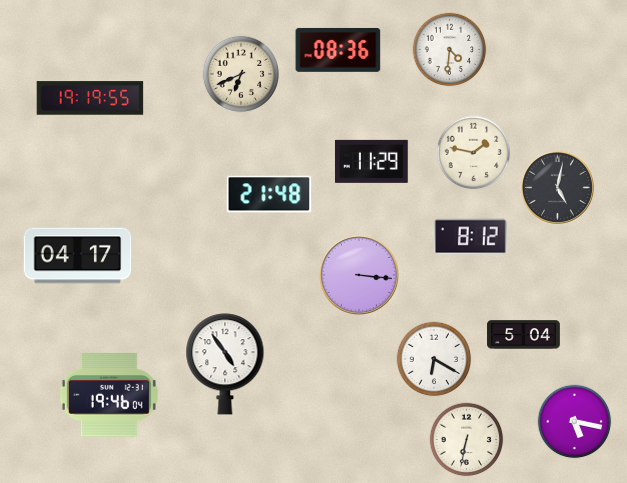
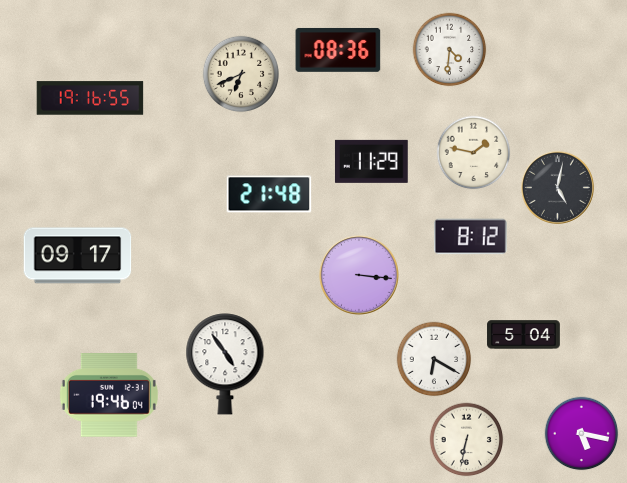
clock at (90, 98): 19:19 -> 19:16
clock at (78, 256): 04:17 -> 09:17
clock at (575, 422) position: (575, 422) -> (582, 434)
